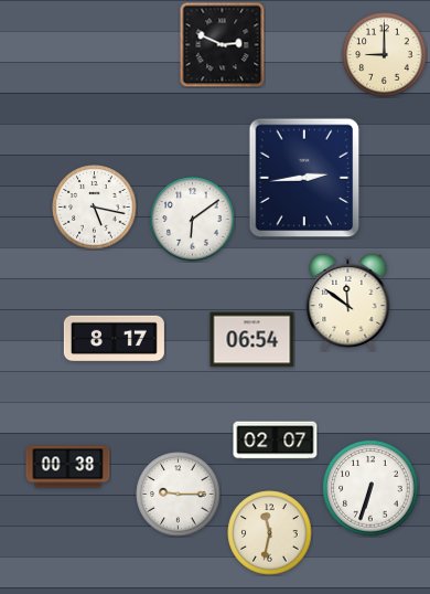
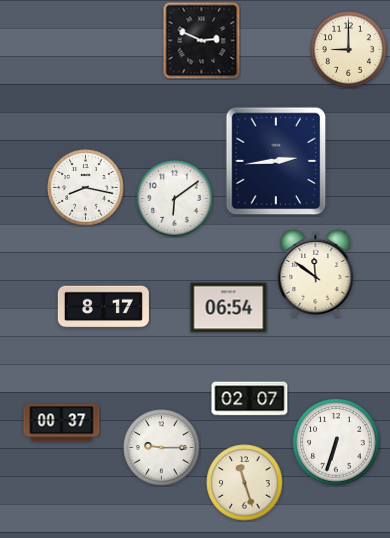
clock at (95, 208): 5:17 -> 8:17
clock at (68, 467): 00:38 -> 00:37
clock at (270, 533): 11:32 -> 11:27
